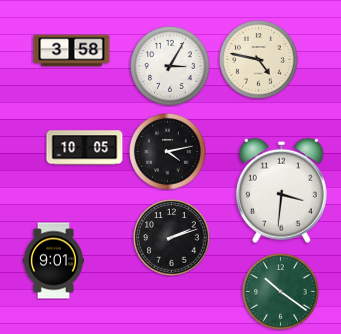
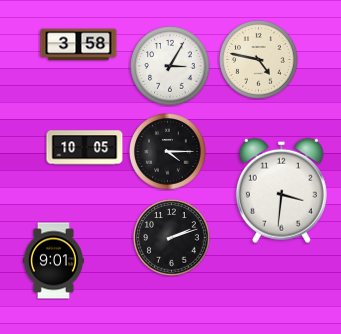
clock at (72, 51) position: (72, 51) -> (79, 45)
clock at (168, 152): 4:13 -> 4:15
clock at (281, 292): 10:21 -> none
